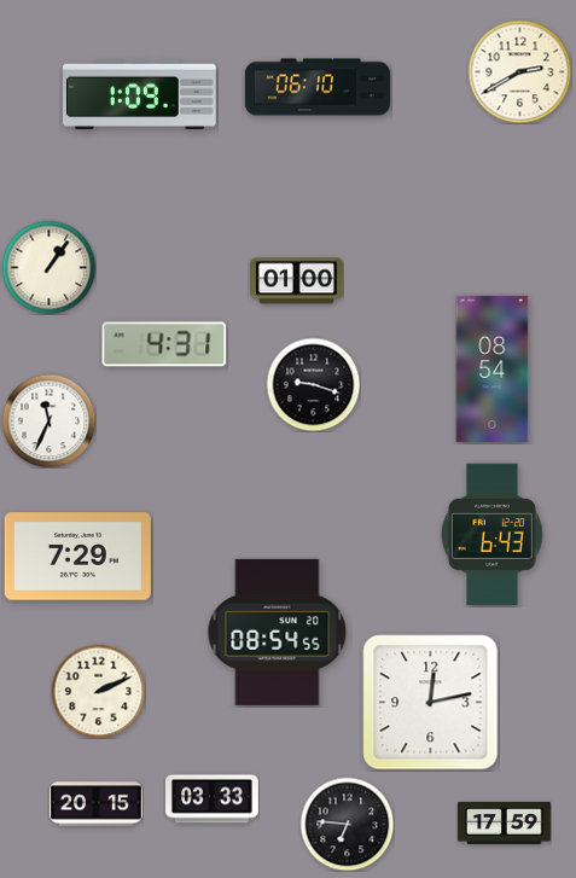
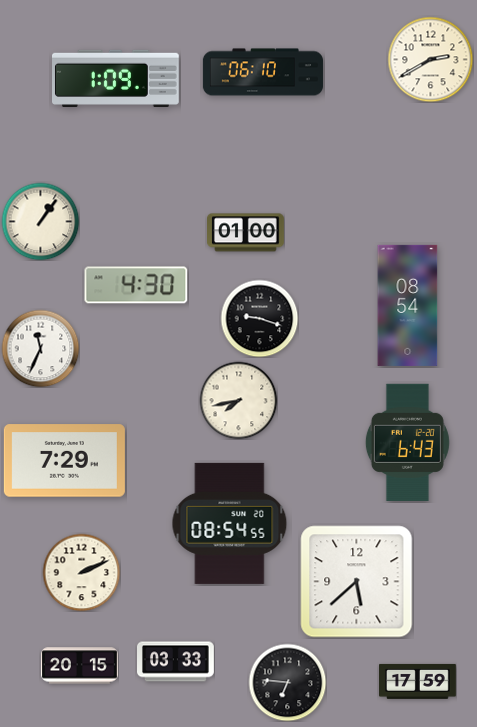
clock at (164, 344): 4:31 -> 4:30
clock at (238, 400): none -> 7:43
clock at (431, 703): 12:13 -> 5:38
